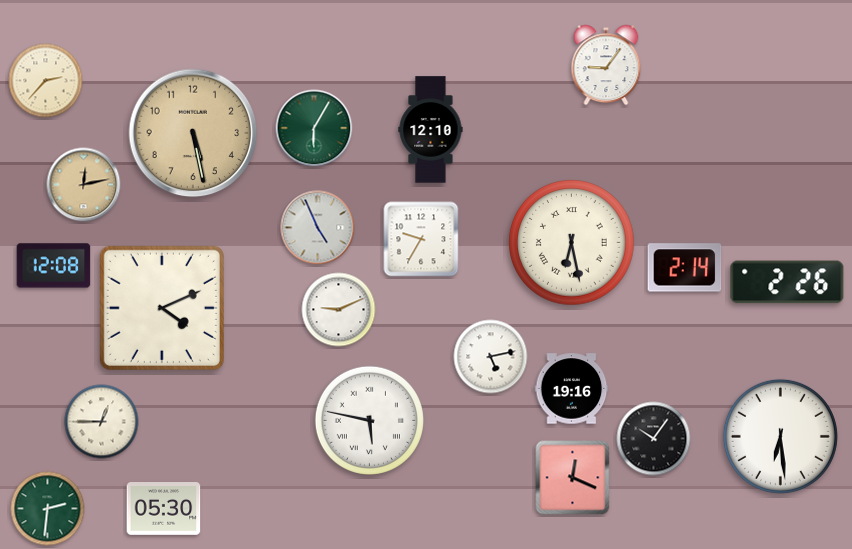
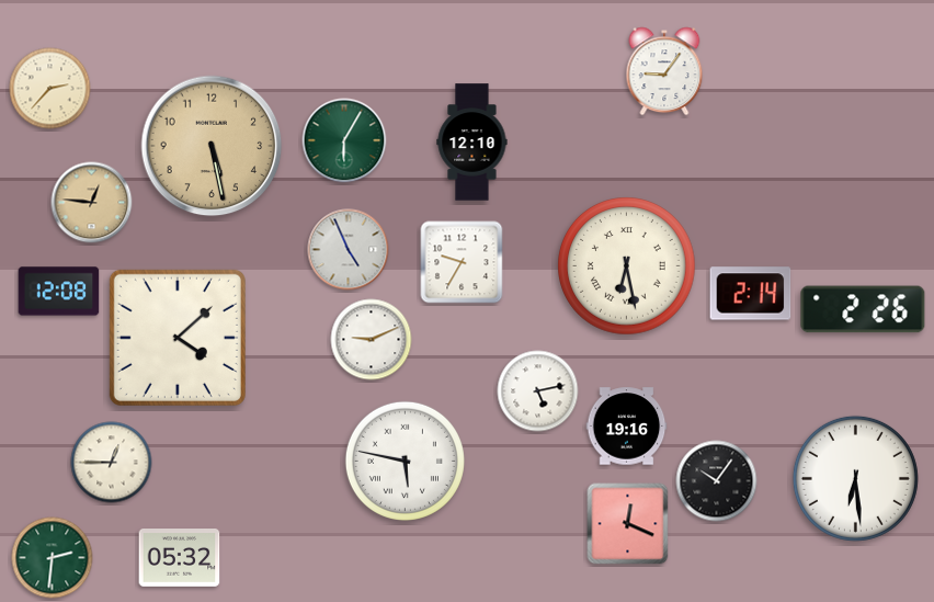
clock at (84, 185): 12:13 -> 12:46
clock at (162, 308): 4:11 -> 4:08
clock at (164, 509): 05:30 -> 05:32
